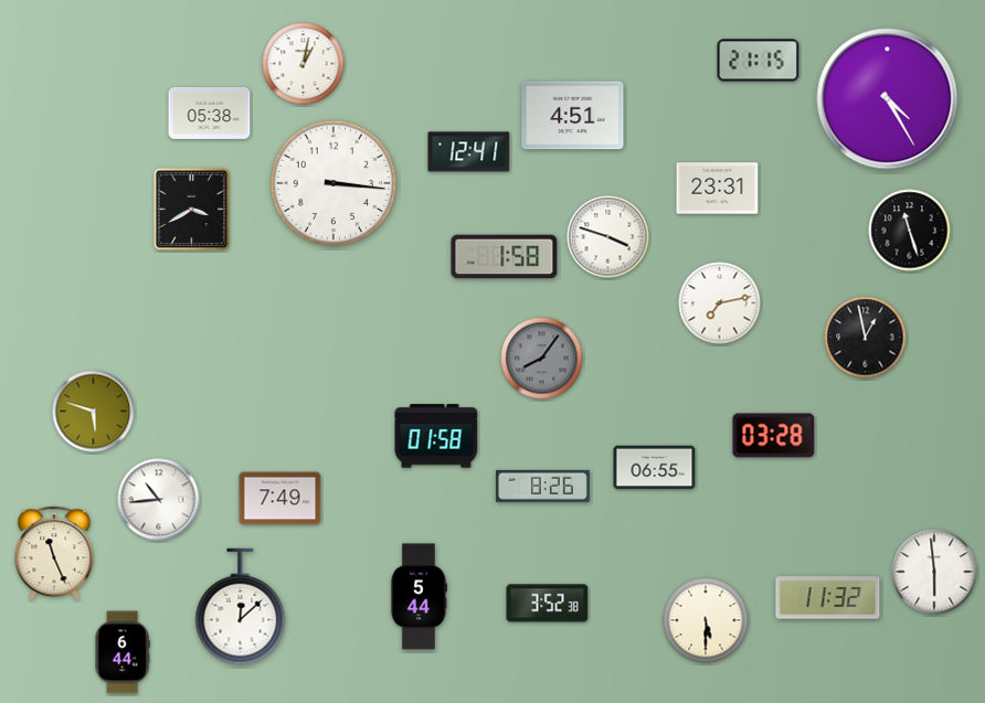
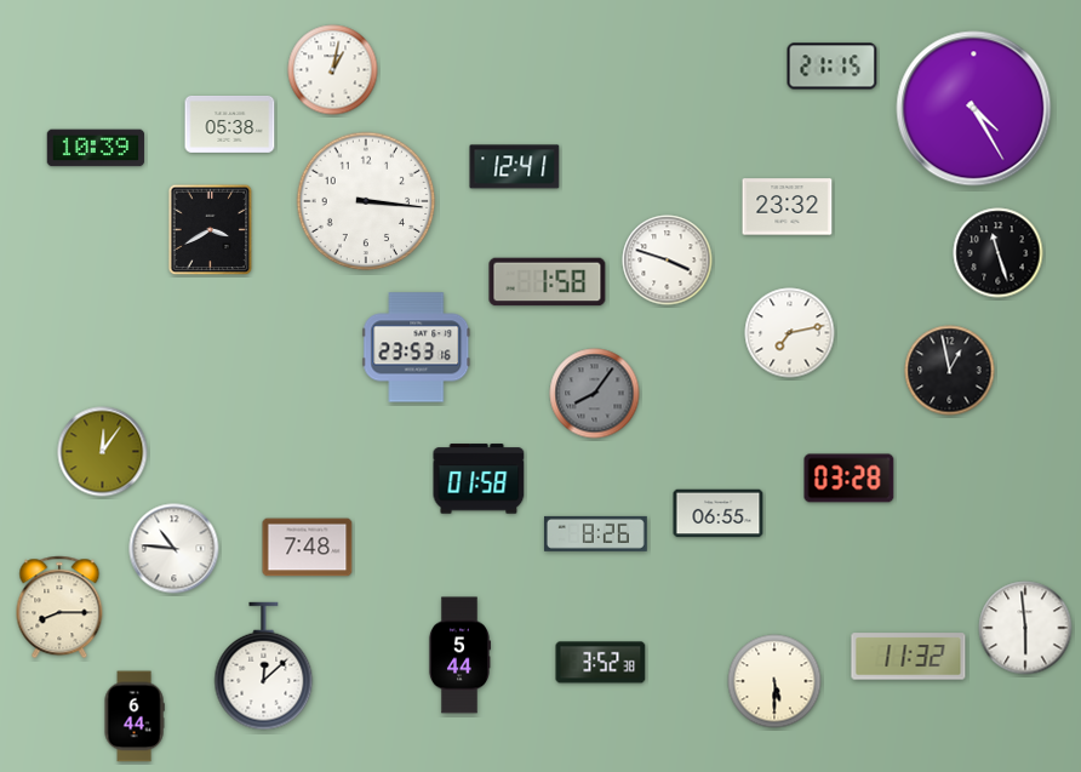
clock at (573, 116): 4:51 -> none
clock at (96, 148): none -> 10:39
clock at (718, 189): 23:31 -> 23:32
clock at (505, 257) position: (505, 257) -> (548, 282)
clock at (417, 348): none -> 23:53
clock at (94, 412): 5:48 -> 12:06
clock at (280, 499): 7:49 -> 7:48
clock at (159, 500): 10:44 -> 10:46
clock at (54, 553): 11:26 -> 8:15
